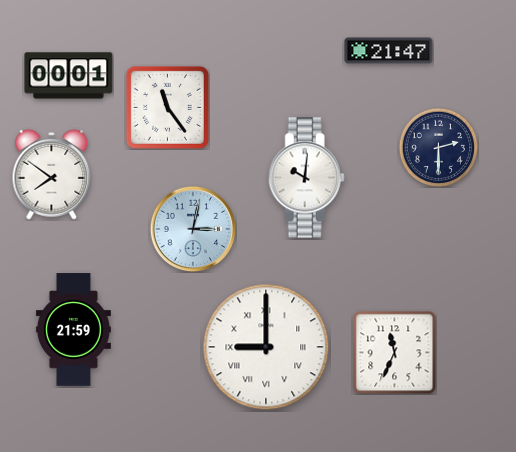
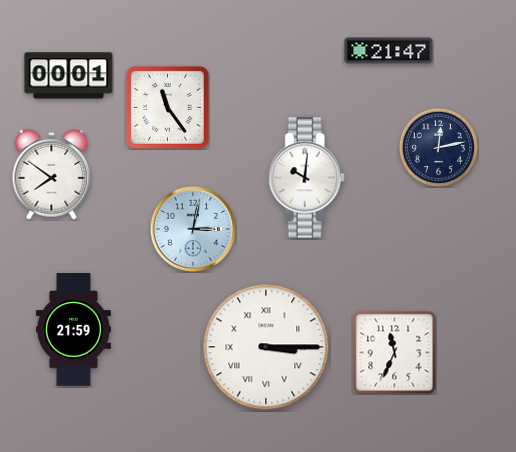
clock at (438, 147): 2:30 -> 12:13
clock at (266, 347): 9:00 -> 3:15
